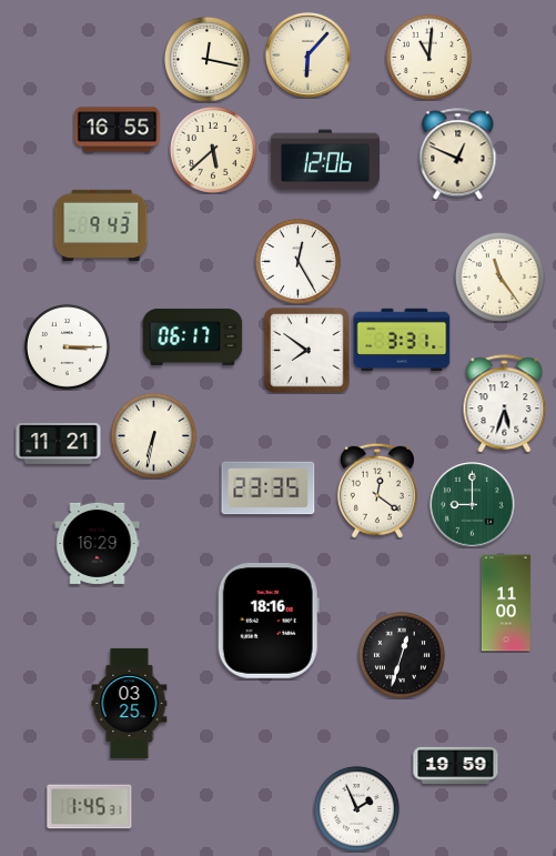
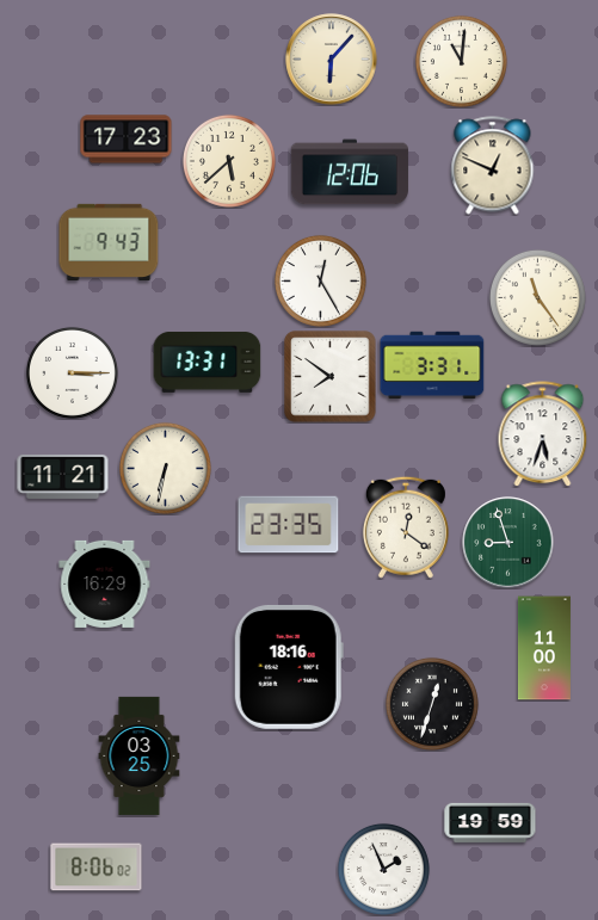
clock at (206, 59): 12:17 -> none
clock at (118, 130): 16:55 -> 17:23
clock at (193, 336): 06:17 -> 13:31
clock at (473, 505): 9:00 -> 8:57
clock at (90, 807): 1:45 -> 8:06
